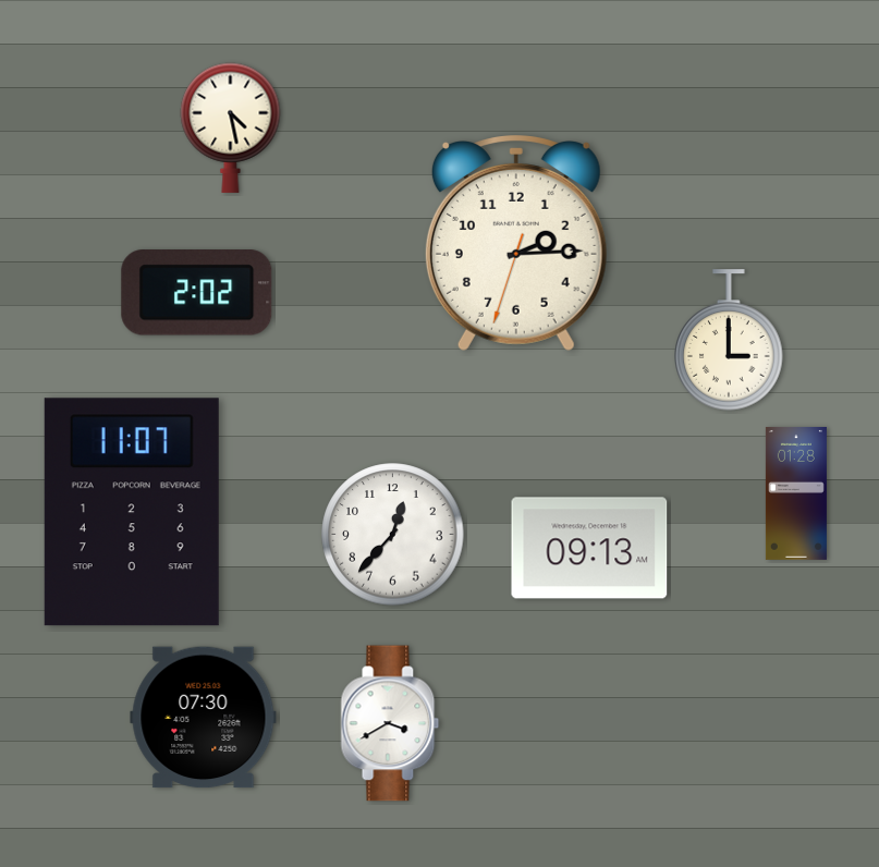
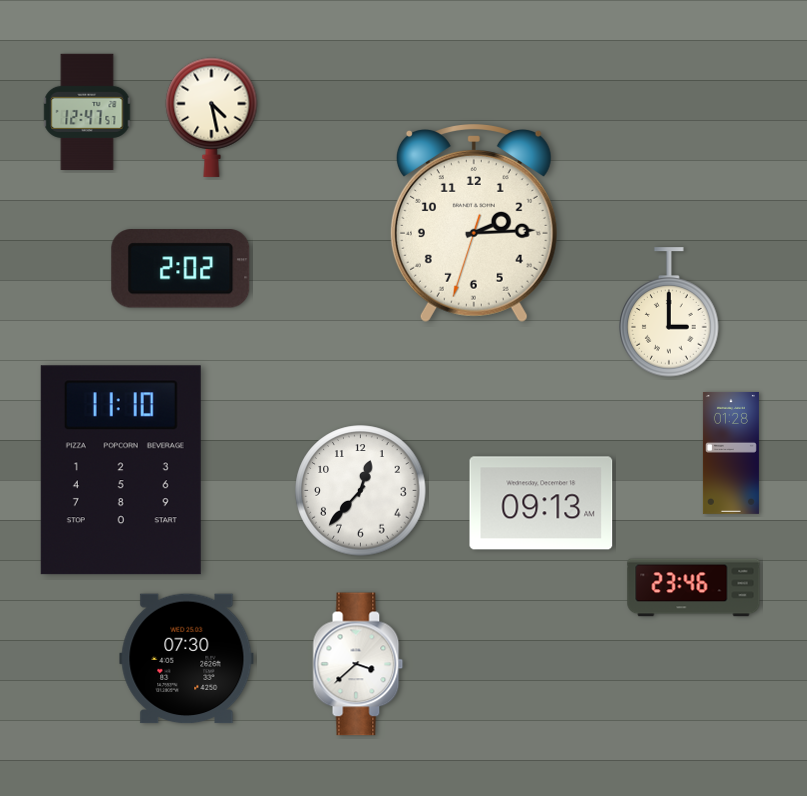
clock at (87, 111): none -> 12:47
clock at (132, 512): 11:07 -> 11:10
clock at (694, 588): none -> 23:46
clock at (390, 723): 3:40 -> 3:38
